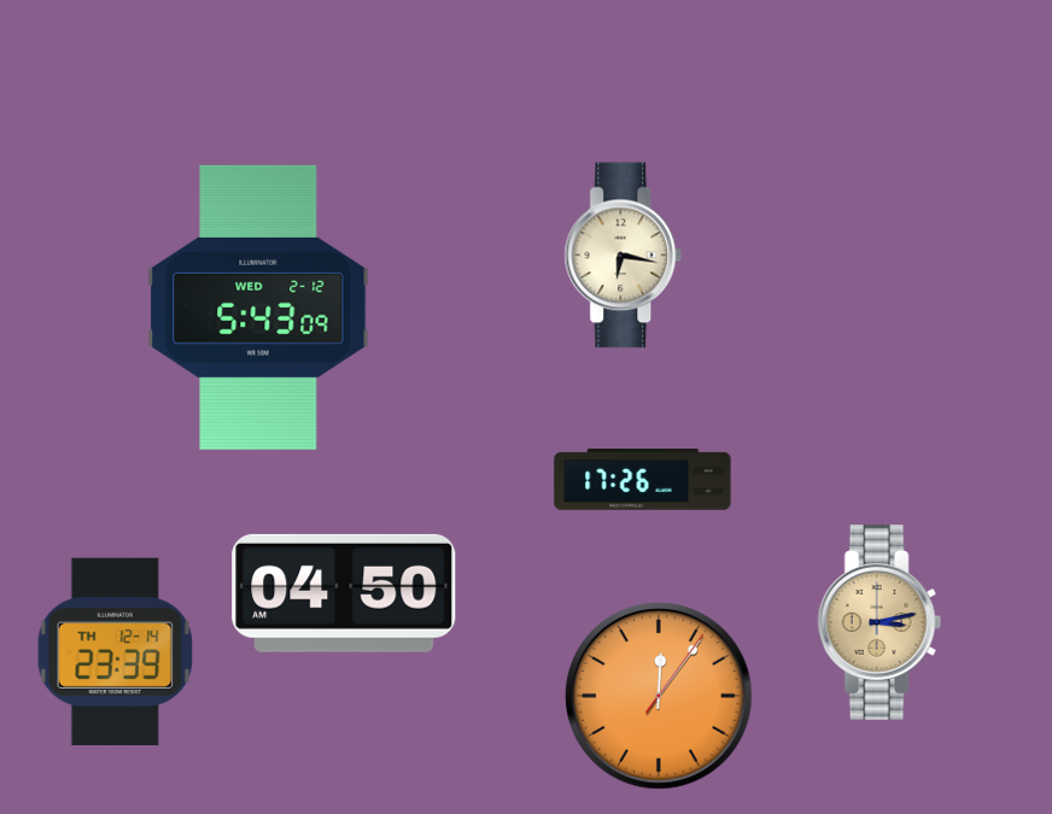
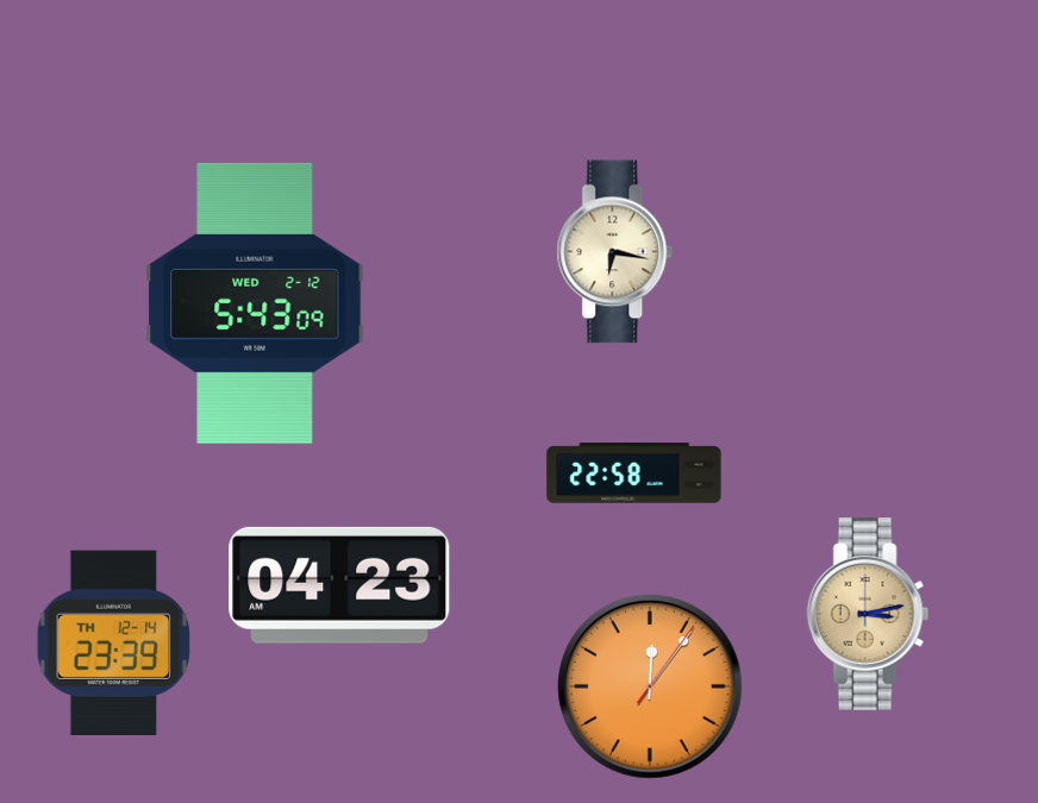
clock at (643, 480): 17:26 -> 22:58
clock at (344, 593): 04:50 -> 04:23
